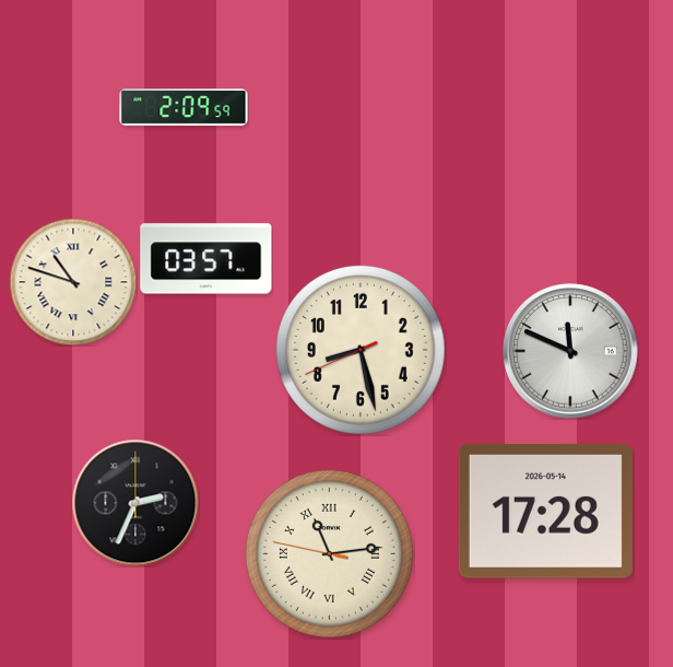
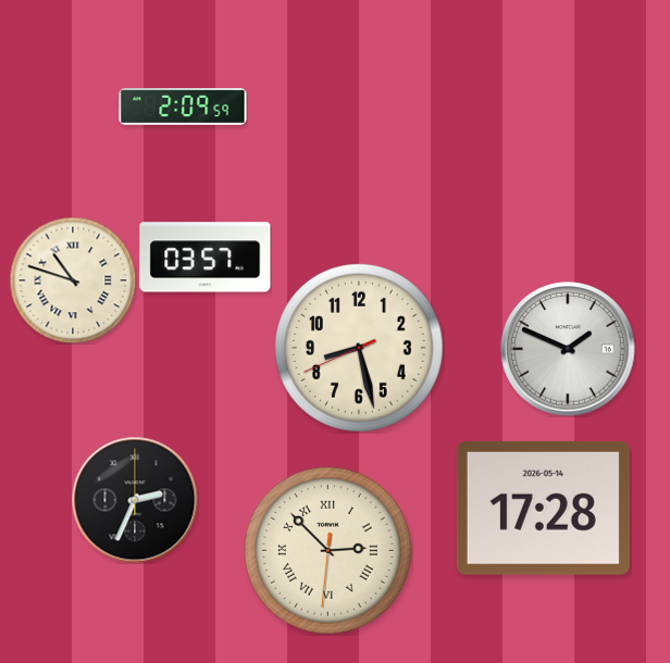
clock at (570, 351): 11:49 -> 1:49
clock at (329, 553): 11:13 -> 2:52
